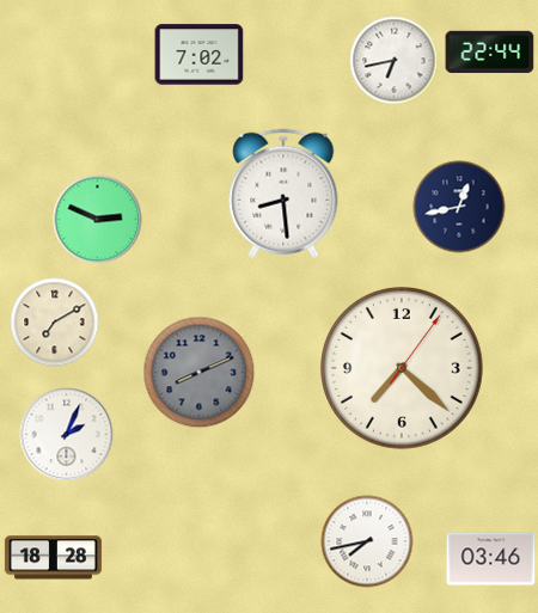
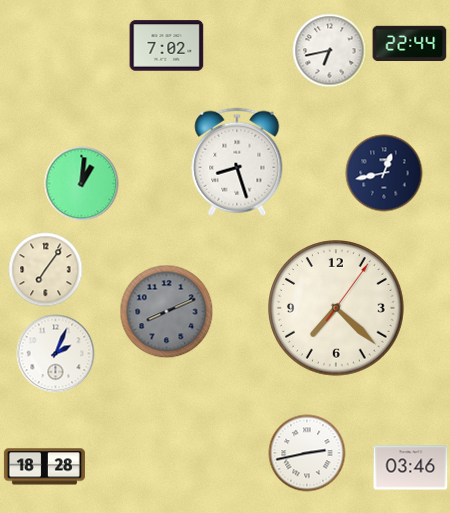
clock at (283, 194): 8:29 -> 8:27
clock at (98, 220): 2:49 -> 1:01
clock at (55, 323): 7:10 -> 7:06
clock at (67, 435) position: (67, 435) -> (56, 354)
clock at (367, 541): 7:43 -> 2:43
